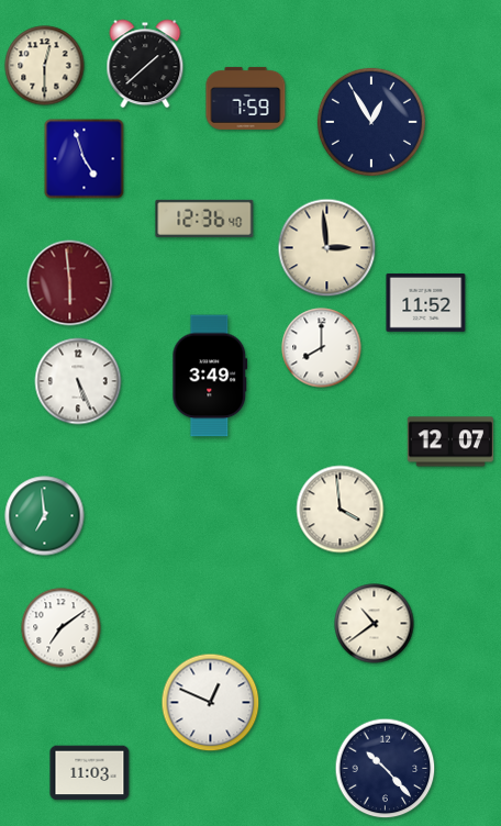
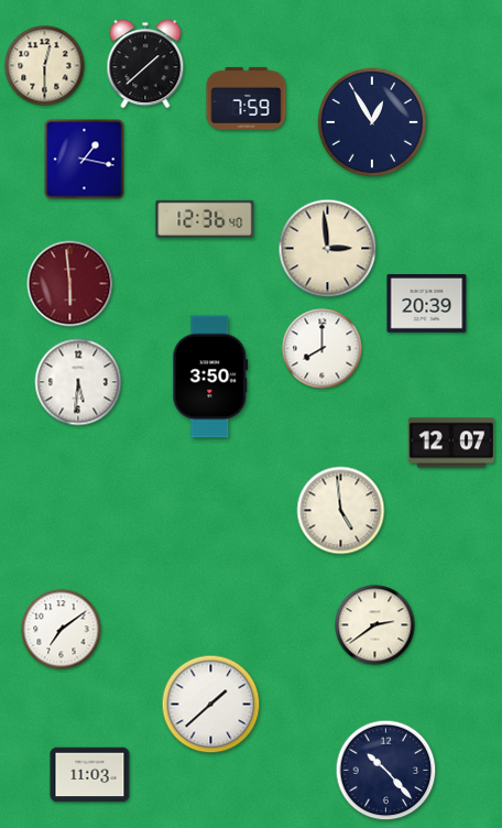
clock at (85, 159): 4:57 -> 1:17
clock at (426, 302): 11:52 -> 20:39
clock at (210, 376): 3:49 -> 3:50
clock at (78, 381): 5:26 -> 5:31
clock at (341, 510): 3:59 -> 4:59
clock at (45, 516): 6:59 -> none
clock at (375, 624): 10:39 -> 2:39
clock at (211, 703): 12:49 -> 1:38
